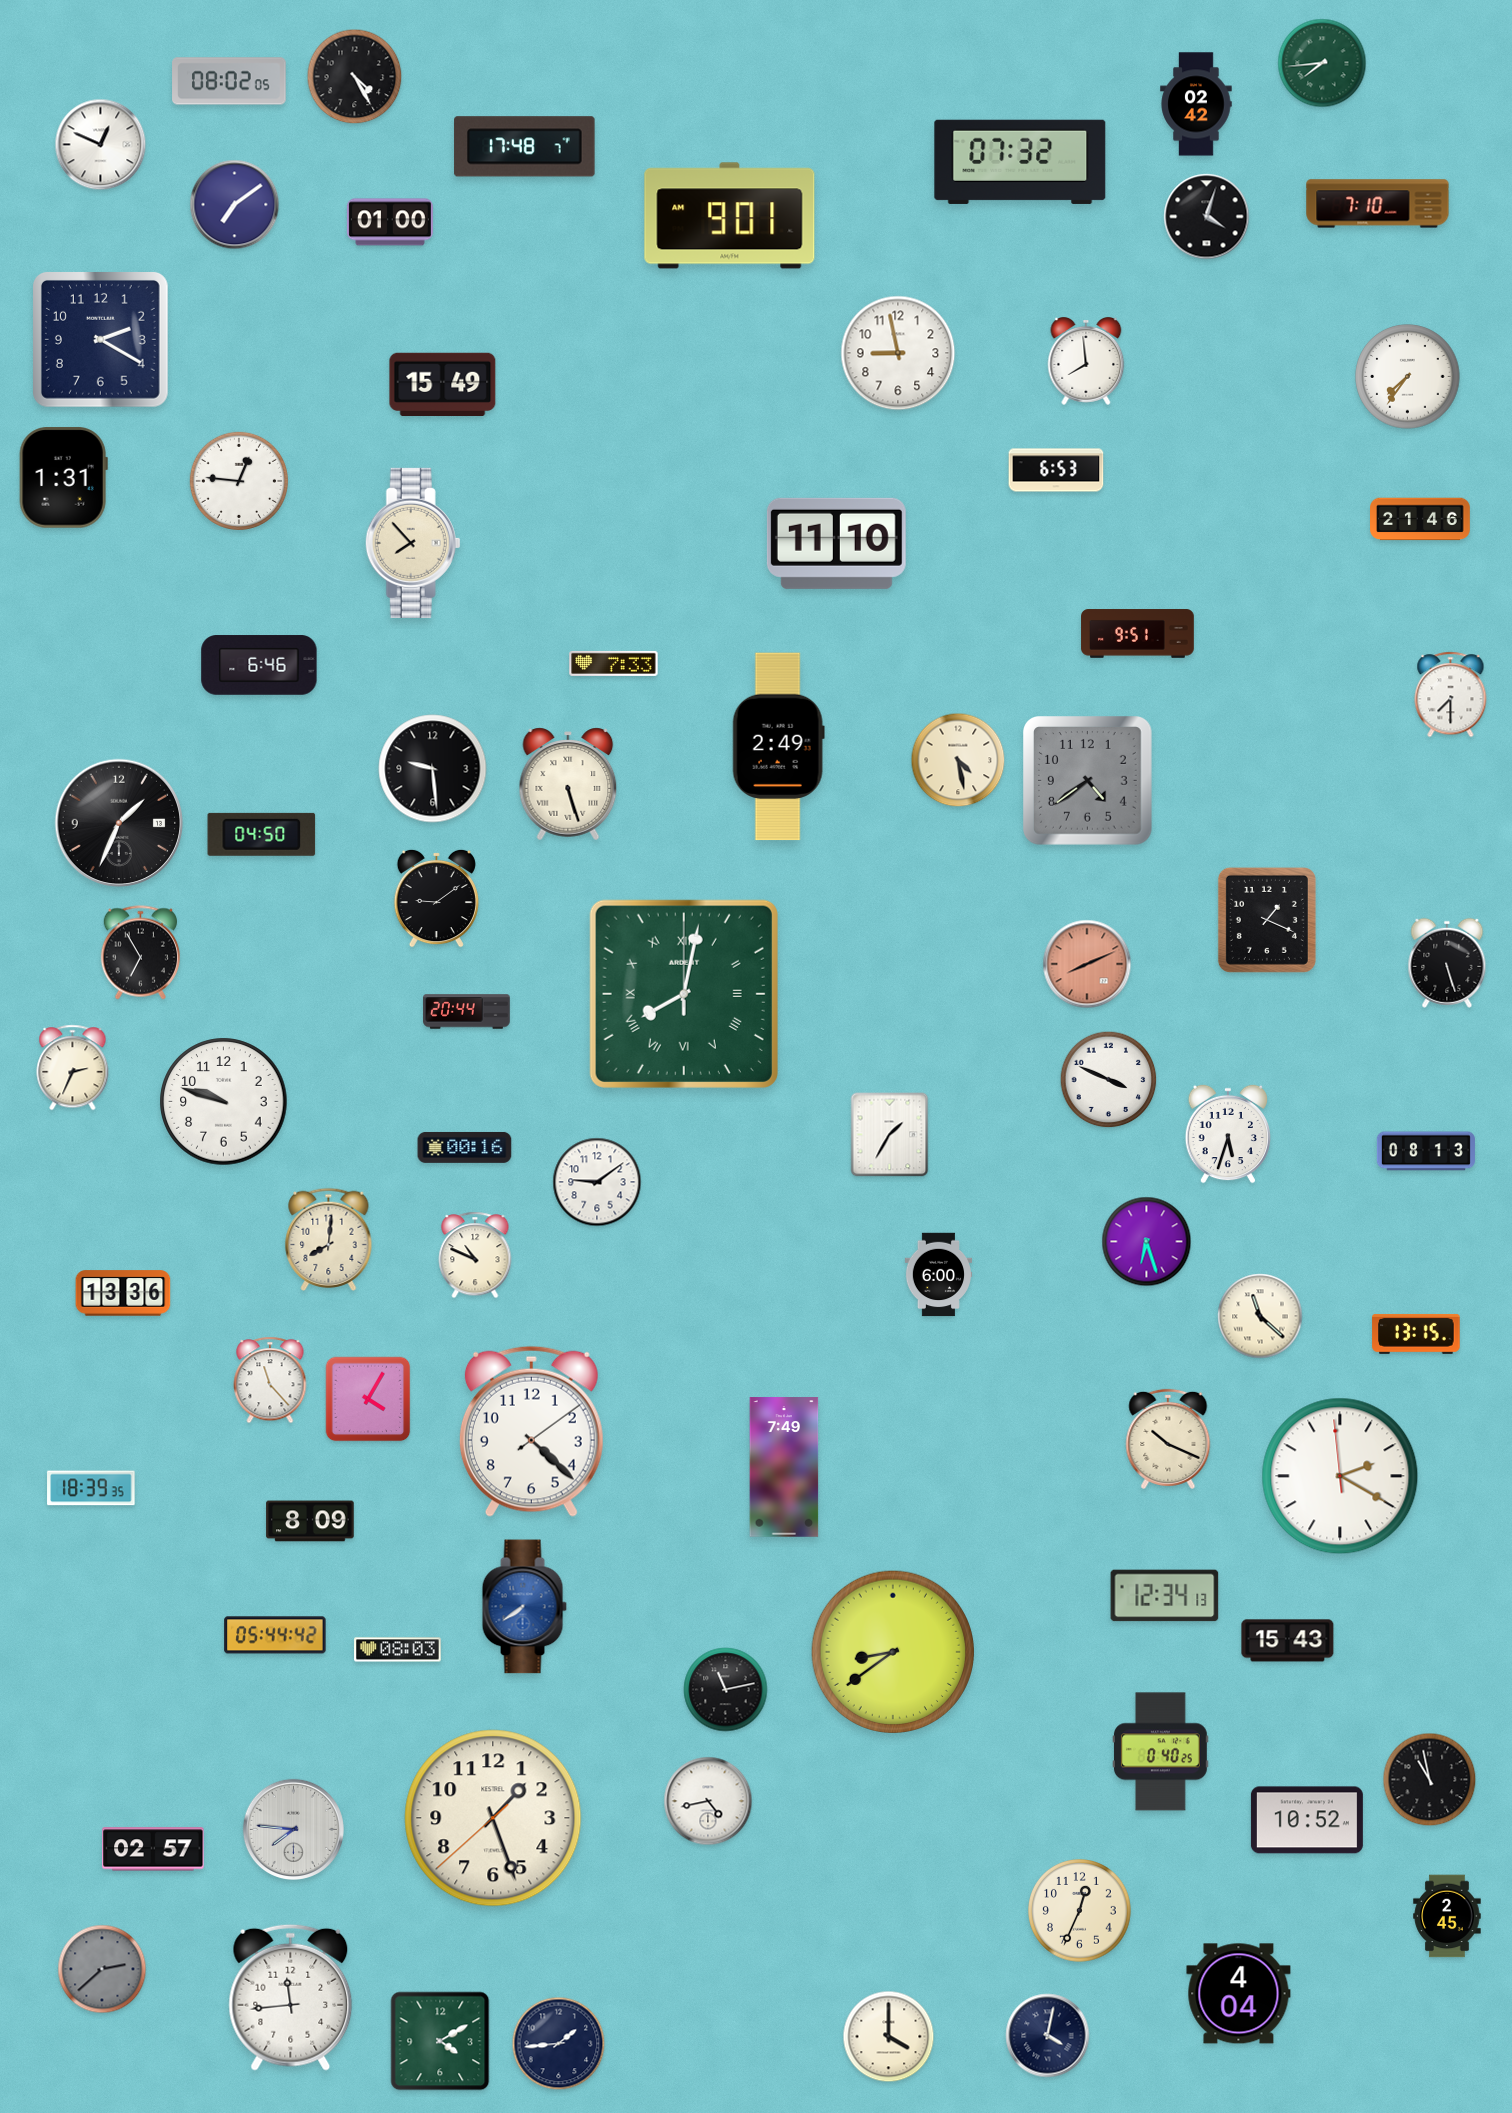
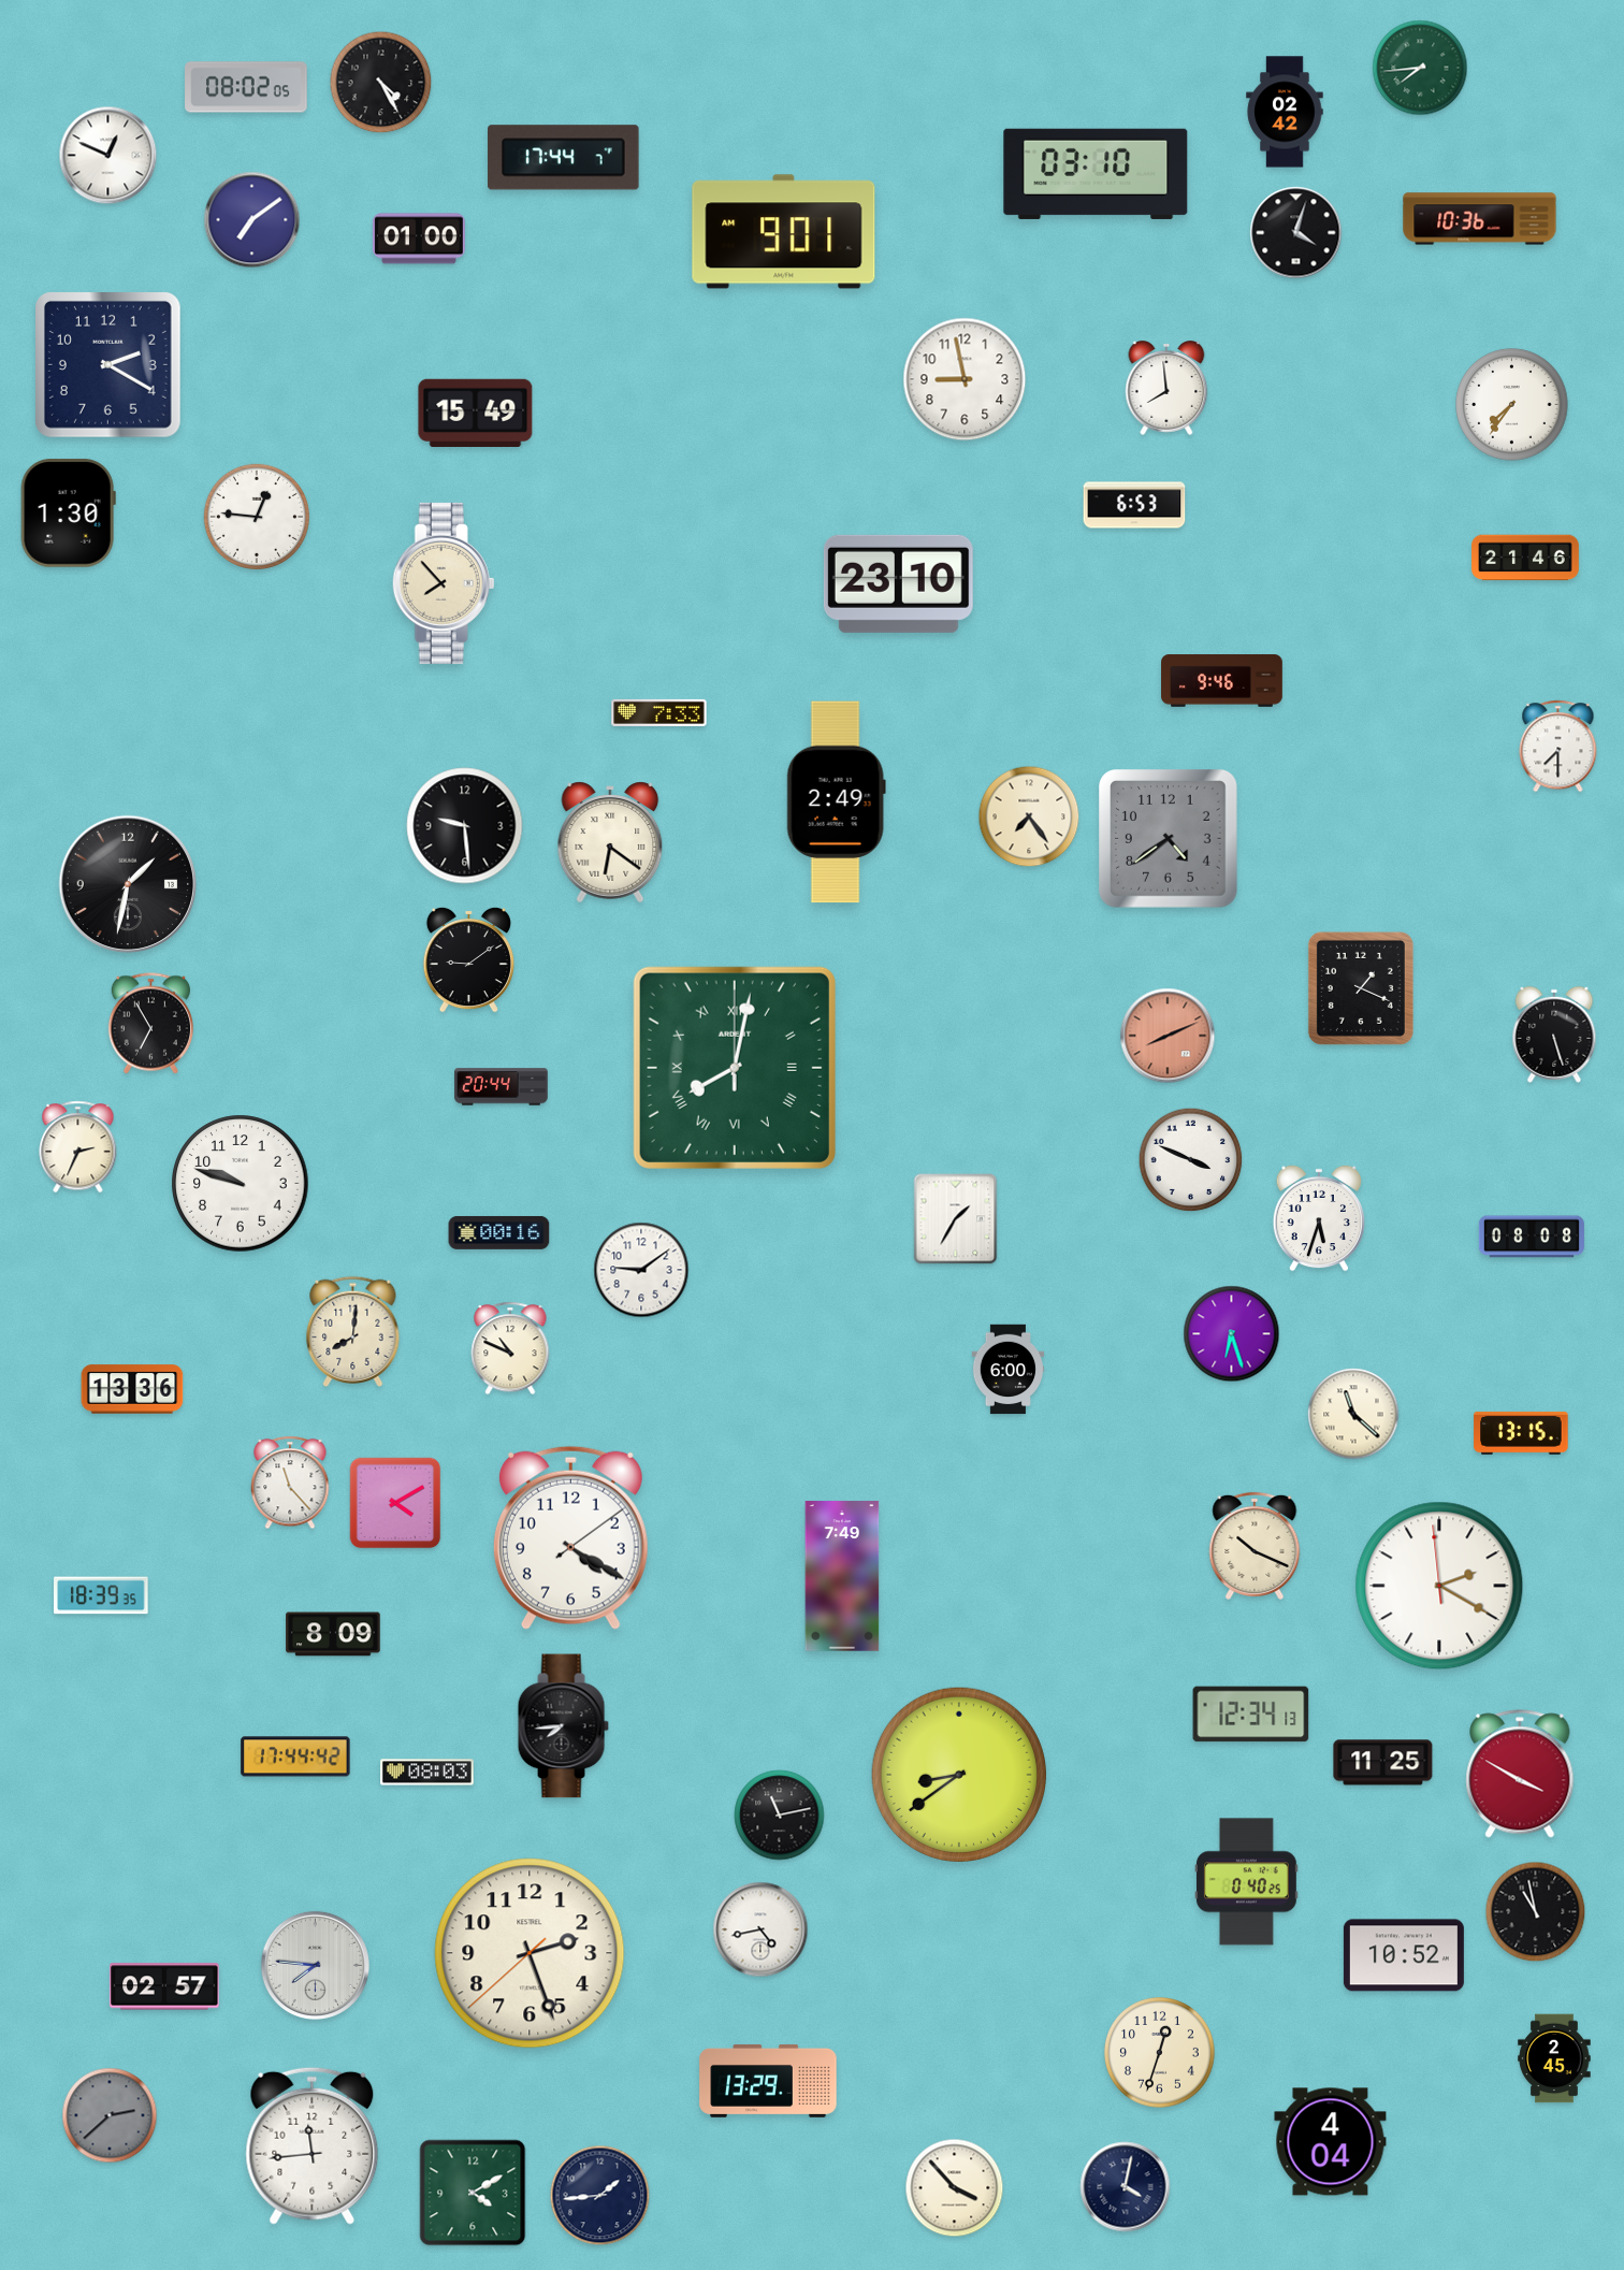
clock at (525, 147): 17:48 -> 17:44
clock at (1020, 162): 07:32 -> 03:10
clock at (1378, 204): 7:10 -> 10:36
clock at (63, 478): 1:31 -> 1:30
clock at (836, 543): 11:10 -> 23:10
clock at (1138, 634): 9:51 -> 9:46
clock at (259, 665): 6:46 -> none
clock at (958, 760): 4:28 -> 7:24
clock at (568, 784): 5:27 -> 6:21
clock at (119, 823): 1:34 -> 1:32
clock at (262, 834): 04:50 -> none
clock at (436, 898) position: (436, 898) -> (468, 959)
clock at (1426, 1151): 08:13 -> 08:08
clock at (368, 1399): 4:05 -> 4:10
clock at (531, 1431): 4:22 -> 4:20
clock at (91, 1488) position: (91, 1488) -> (101, 1595)
clock at (524, 1607): 7:39 -> 7:44
clock at (524, 1607) dial: blue -> black
clock at (275, 1635): 05:44 -> 17:44
clock at (1288, 1641): 15:43 -> 11:25
clock at (1520, 1774): none -> 3:50
clock at (708, 1801) position: (708, 1801) -> (760, 1929)
clock at (493, 1818): 1:26 -> 2:26
clock at (1080, 1911): 12:34 -> 12:33
clock at (768, 2081): none -> 13:29
clock at (889, 2037): 4:00 -> 3:53
